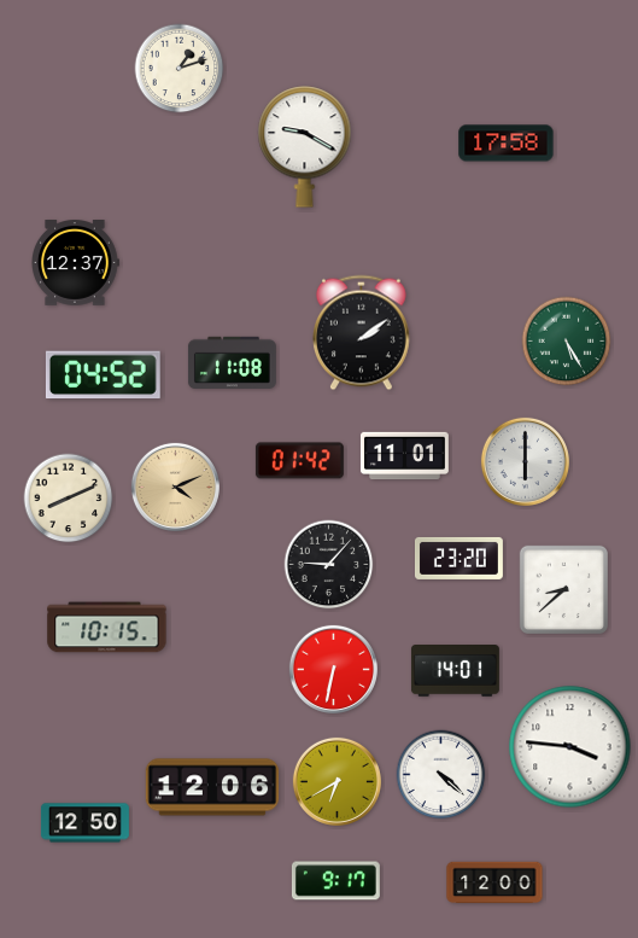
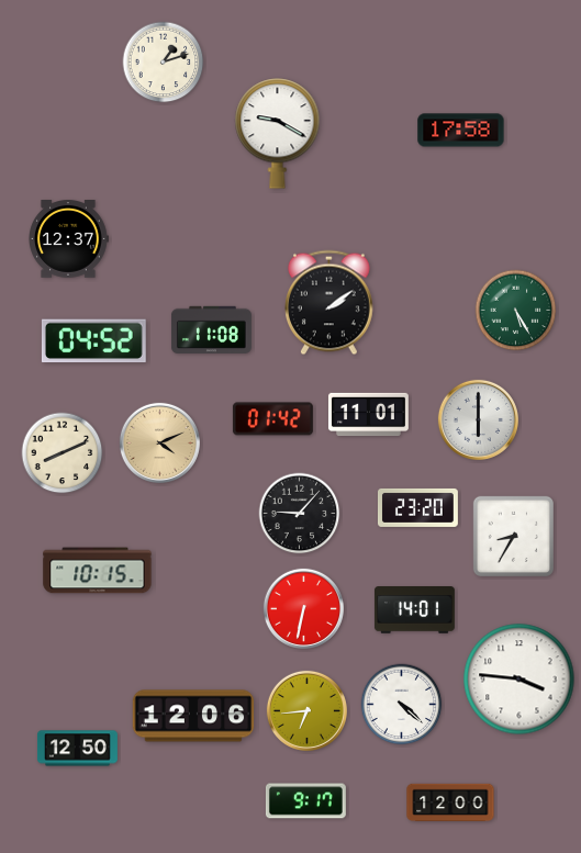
clock at (563, 589): 8:38 -> 8:35
clock at (336, 781): 6:40 -> 6:44
